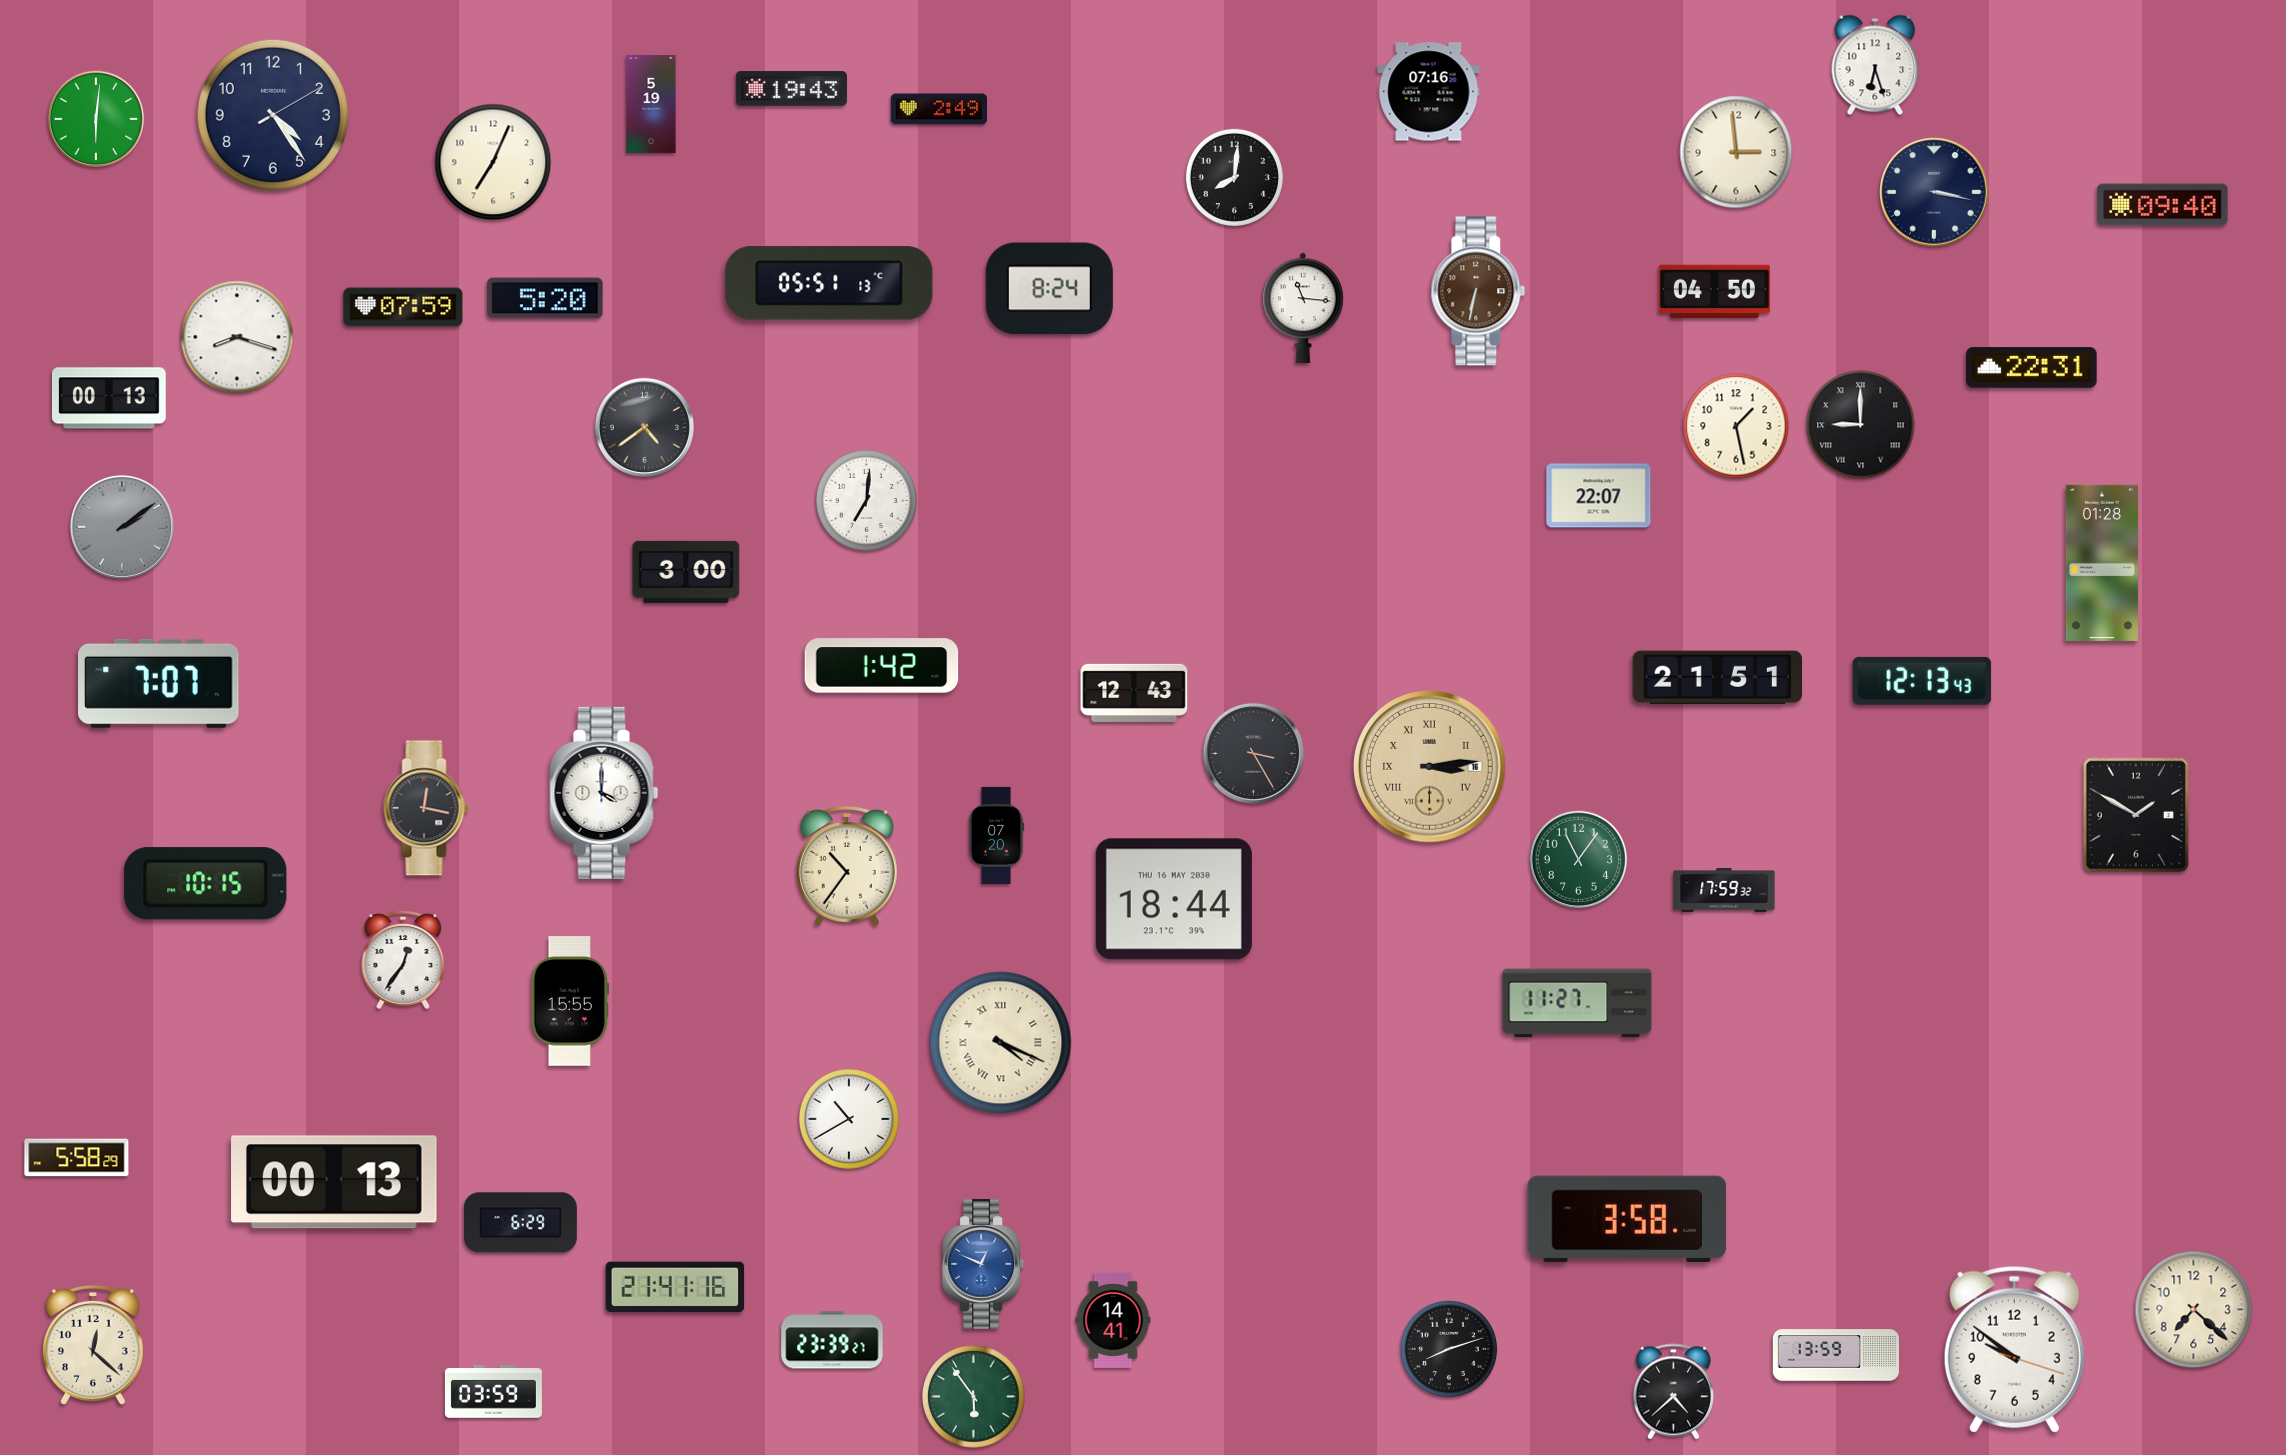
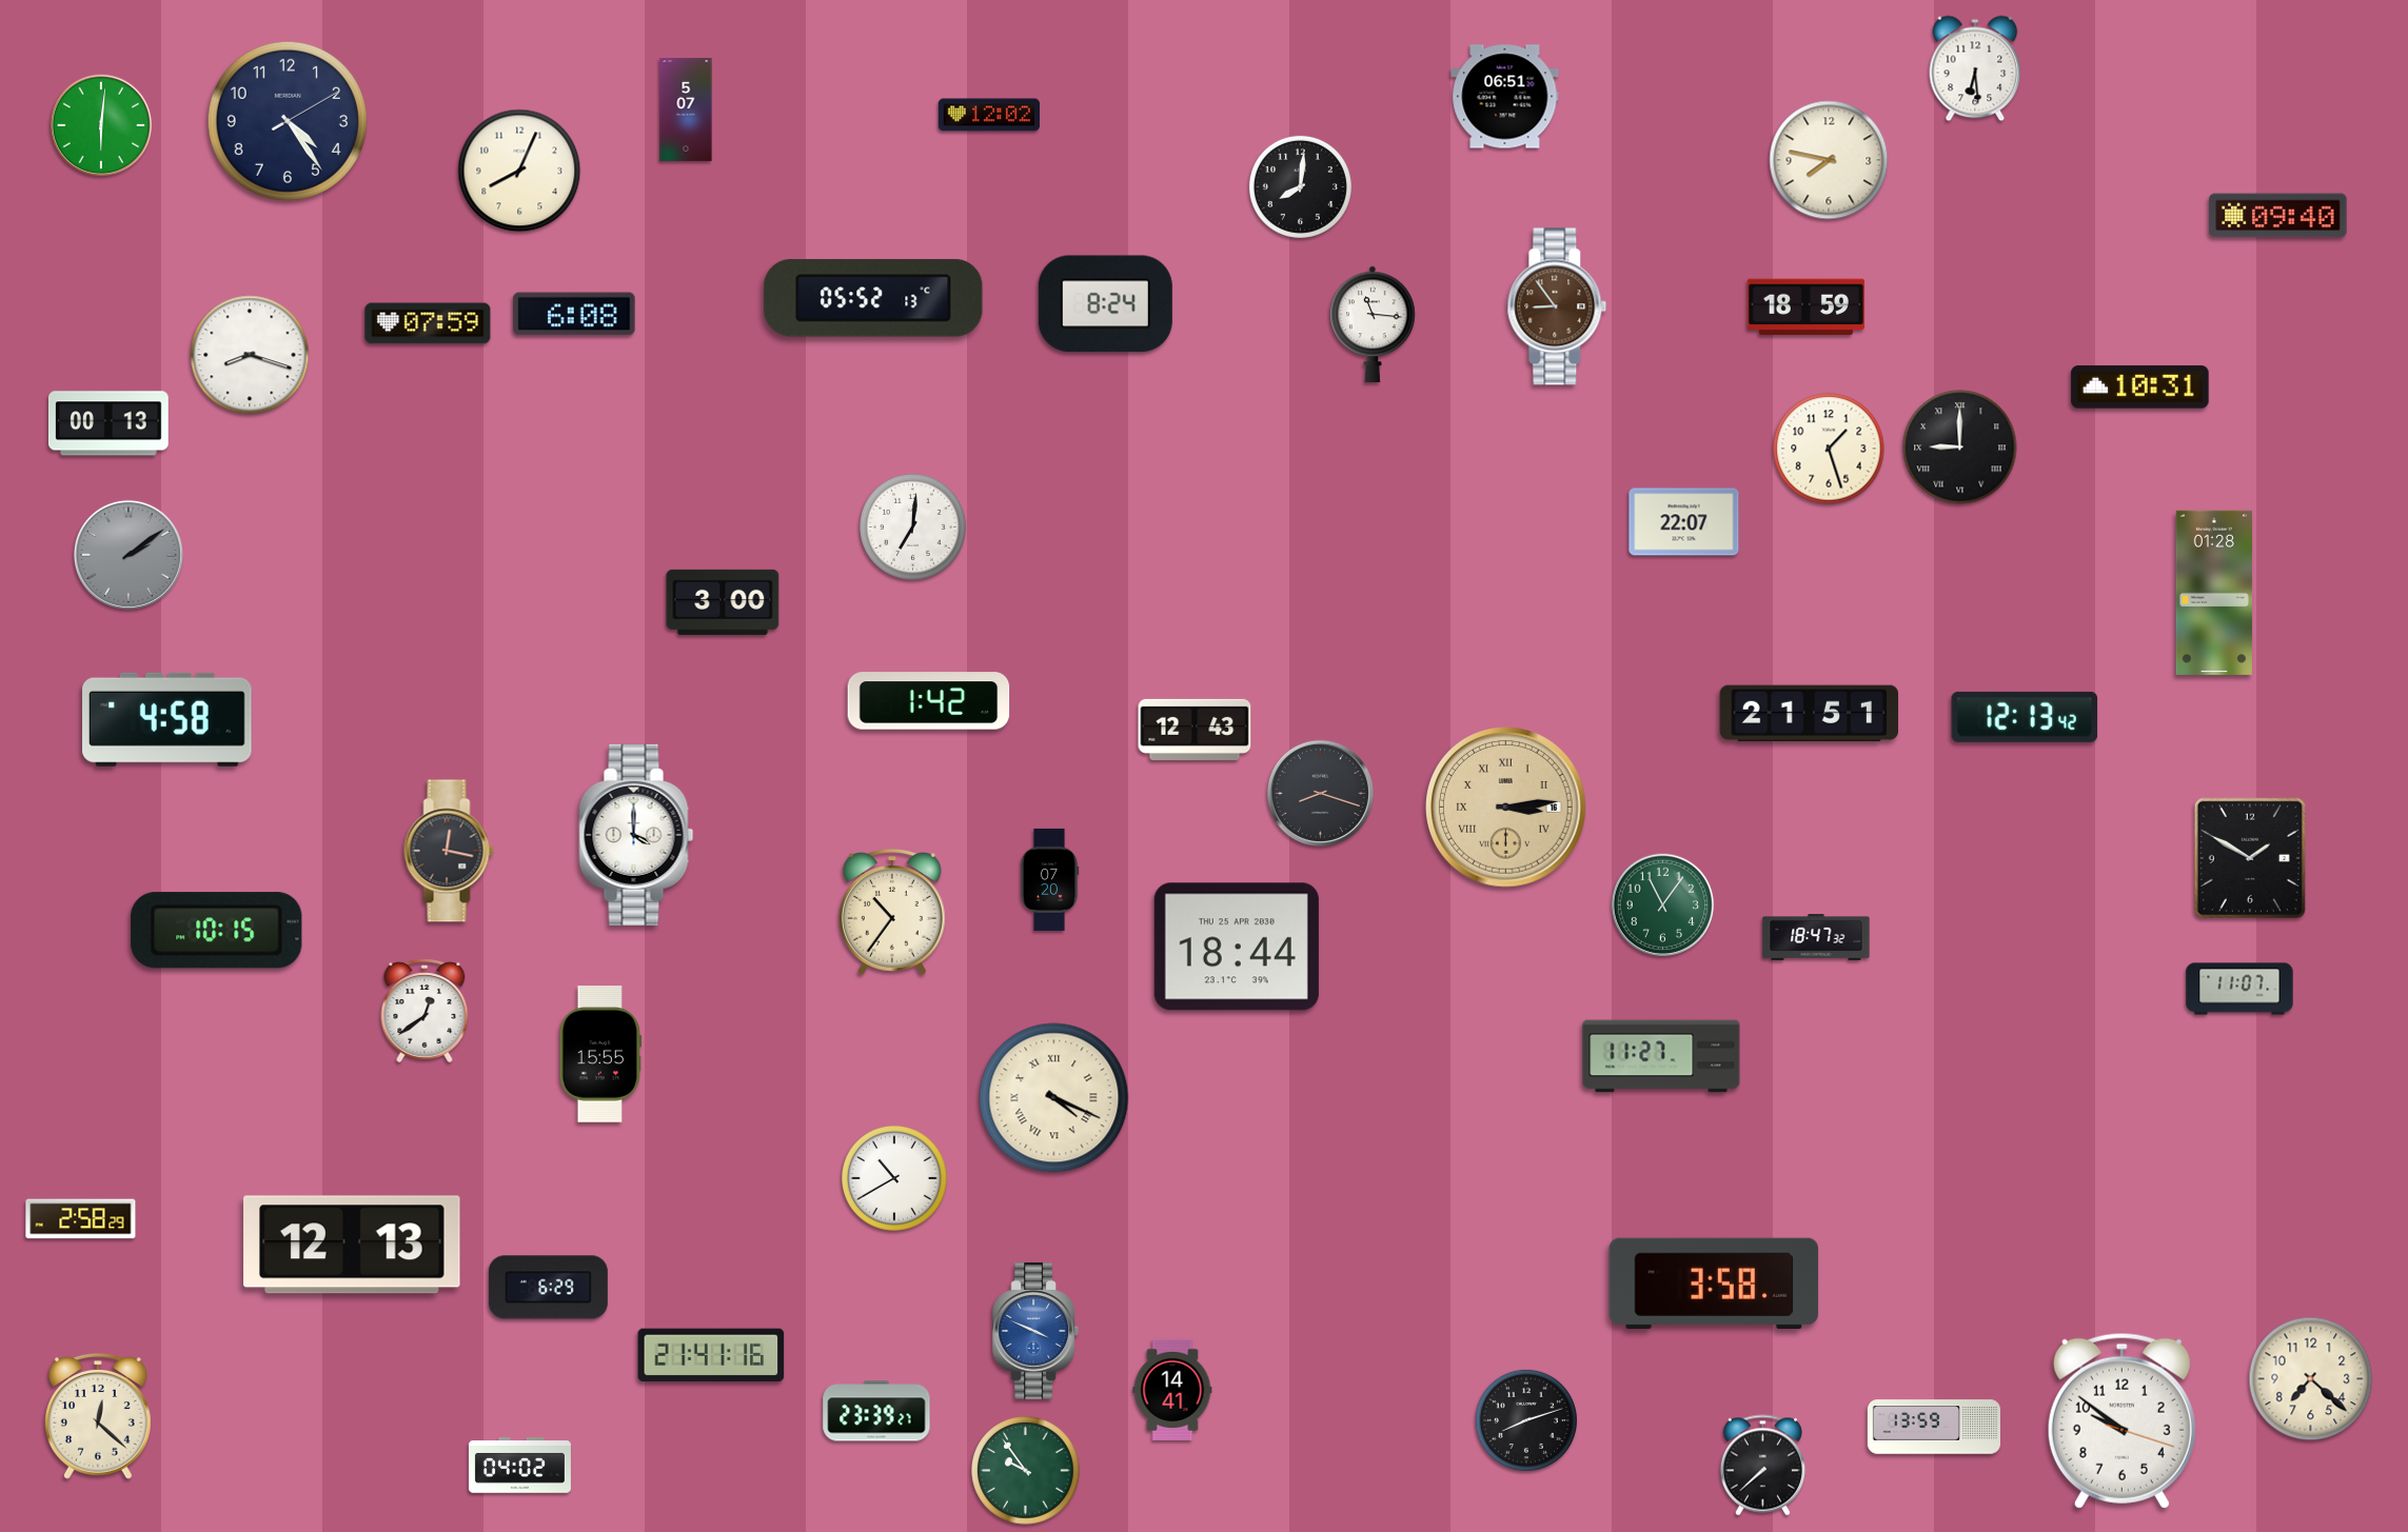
clock at (1875, 65): 6:27 -> 6:29
clock at (791, 89): 19:43 -> none
clock at (1429, 92): 07:16 -> 06:51
clock at (651, 104): 5:19 -> 5:07
clock at (939, 109): 2:49 -> 12:02
clock at (1736, 152): 2:59 -> 7:47
clock at (493, 162): 7:04 -> 8:04
clock at (1934, 192): 3:17 -> none
clock at (829, 283): 05:51 -> 05:52
clock at (1478, 291): 6:32 -> 8:54
clock at (1714, 292): 04:50 -> 18:59
clock at (545, 298): 5:20 -> 6:08
clock at (403, 307) position: (403, 307) -> (428, 323)
clock at (2032, 368): 22:31 -> 10:31
clock at (109, 398) position: (109, 398) -> (108, 423)
clock at (1736, 426): 1:28 -> 1:27
clock at (644, 427): 4:39 -> none
clock at (1922, 681): 12:13:43 -> 12:13:42
clock at (159, 683): 7:07 -> 4:58
clock at (1253, 753): 3:25 -> 8:18
clock at (1724, 891): 17:59 -> 18:47
clock at (1174, 899) date: THU 16 MAY 2030 -> THU 25 APR 2030
clock at (2239, 989): none -> 11:07
clock at (403, 960): 12:36 -> 12:39
clock at (77, 1158): 5:58 -> 2:58
clock at (334, 1182): 00:13 -> 12:13
clock at (983, 1264): 12:49 -> 3:49
clock at (493, 1392): 03:59 -> 04:02
clock at (1673, 1392): 4:38 -> 7:38
clock at (974, 1397): 5:54 -> 9:54
